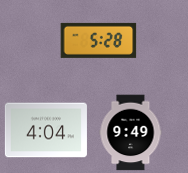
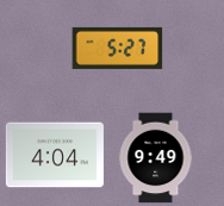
clock at (99, 40): 5:28 -> 5:27
